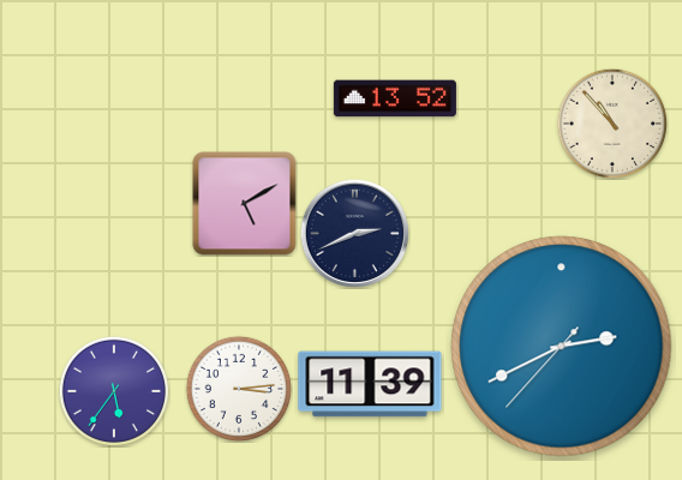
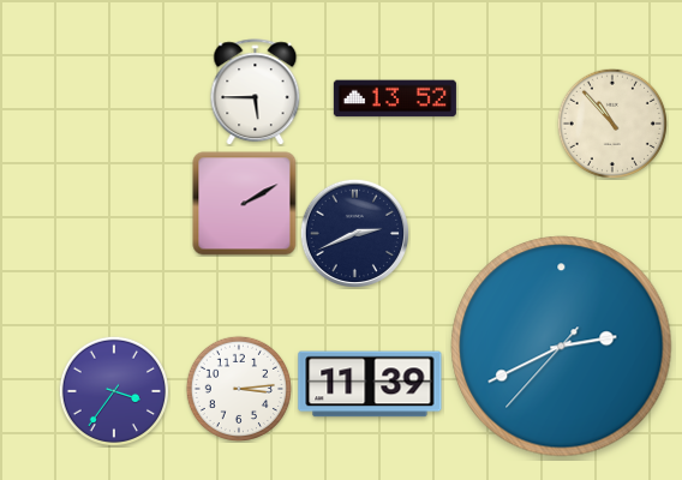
clock at (256, 92): none -> 5:45
clock at (245, 204): 5:10 -> 2:10
clock at (113, 390): 5:36 -> 3:36
